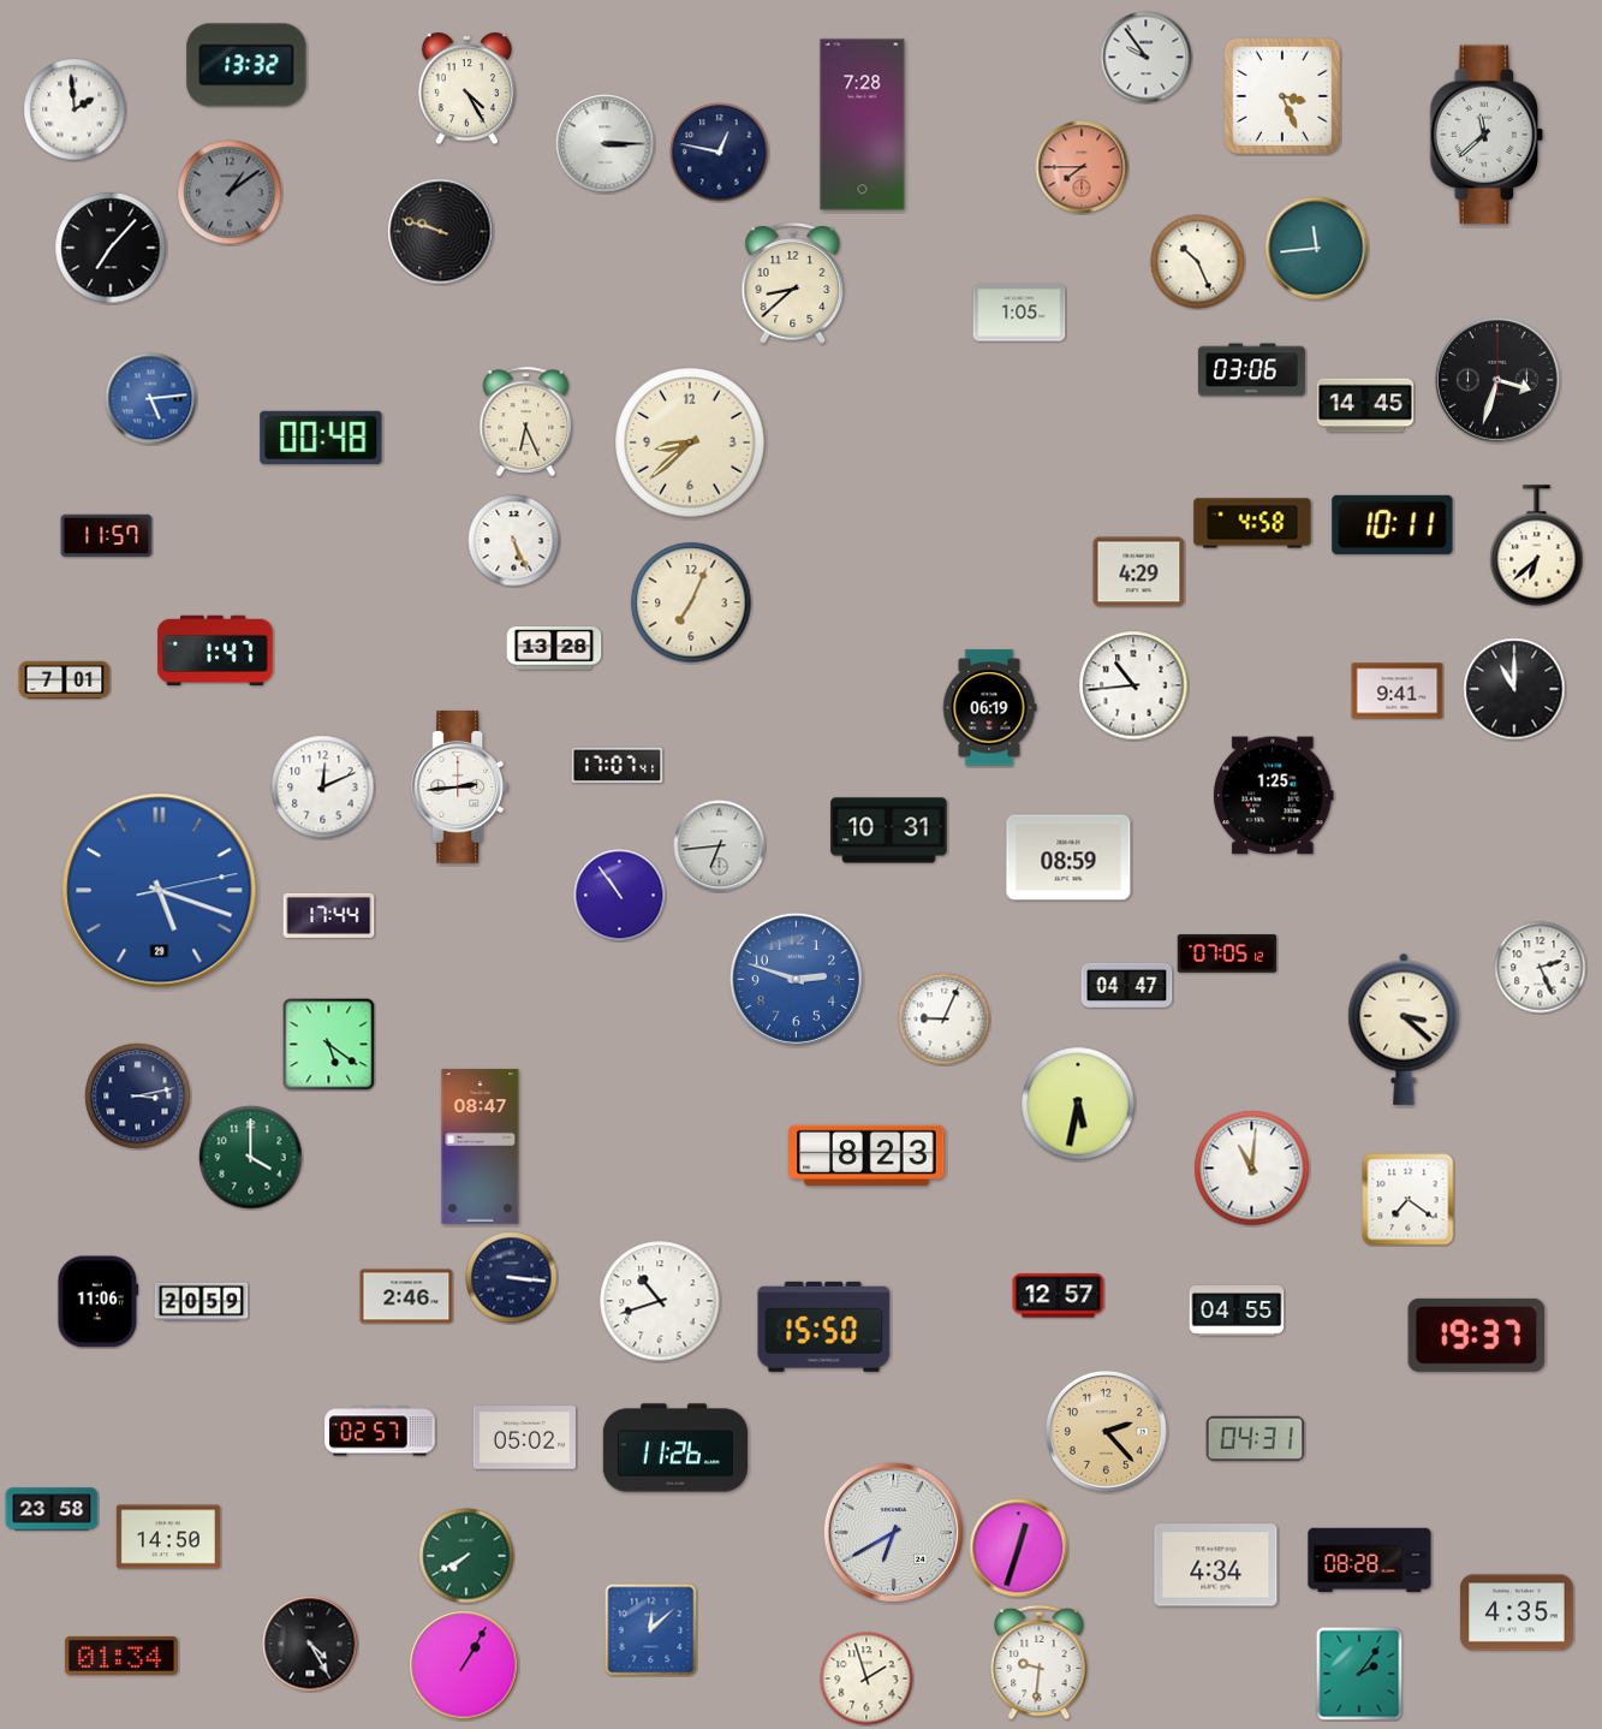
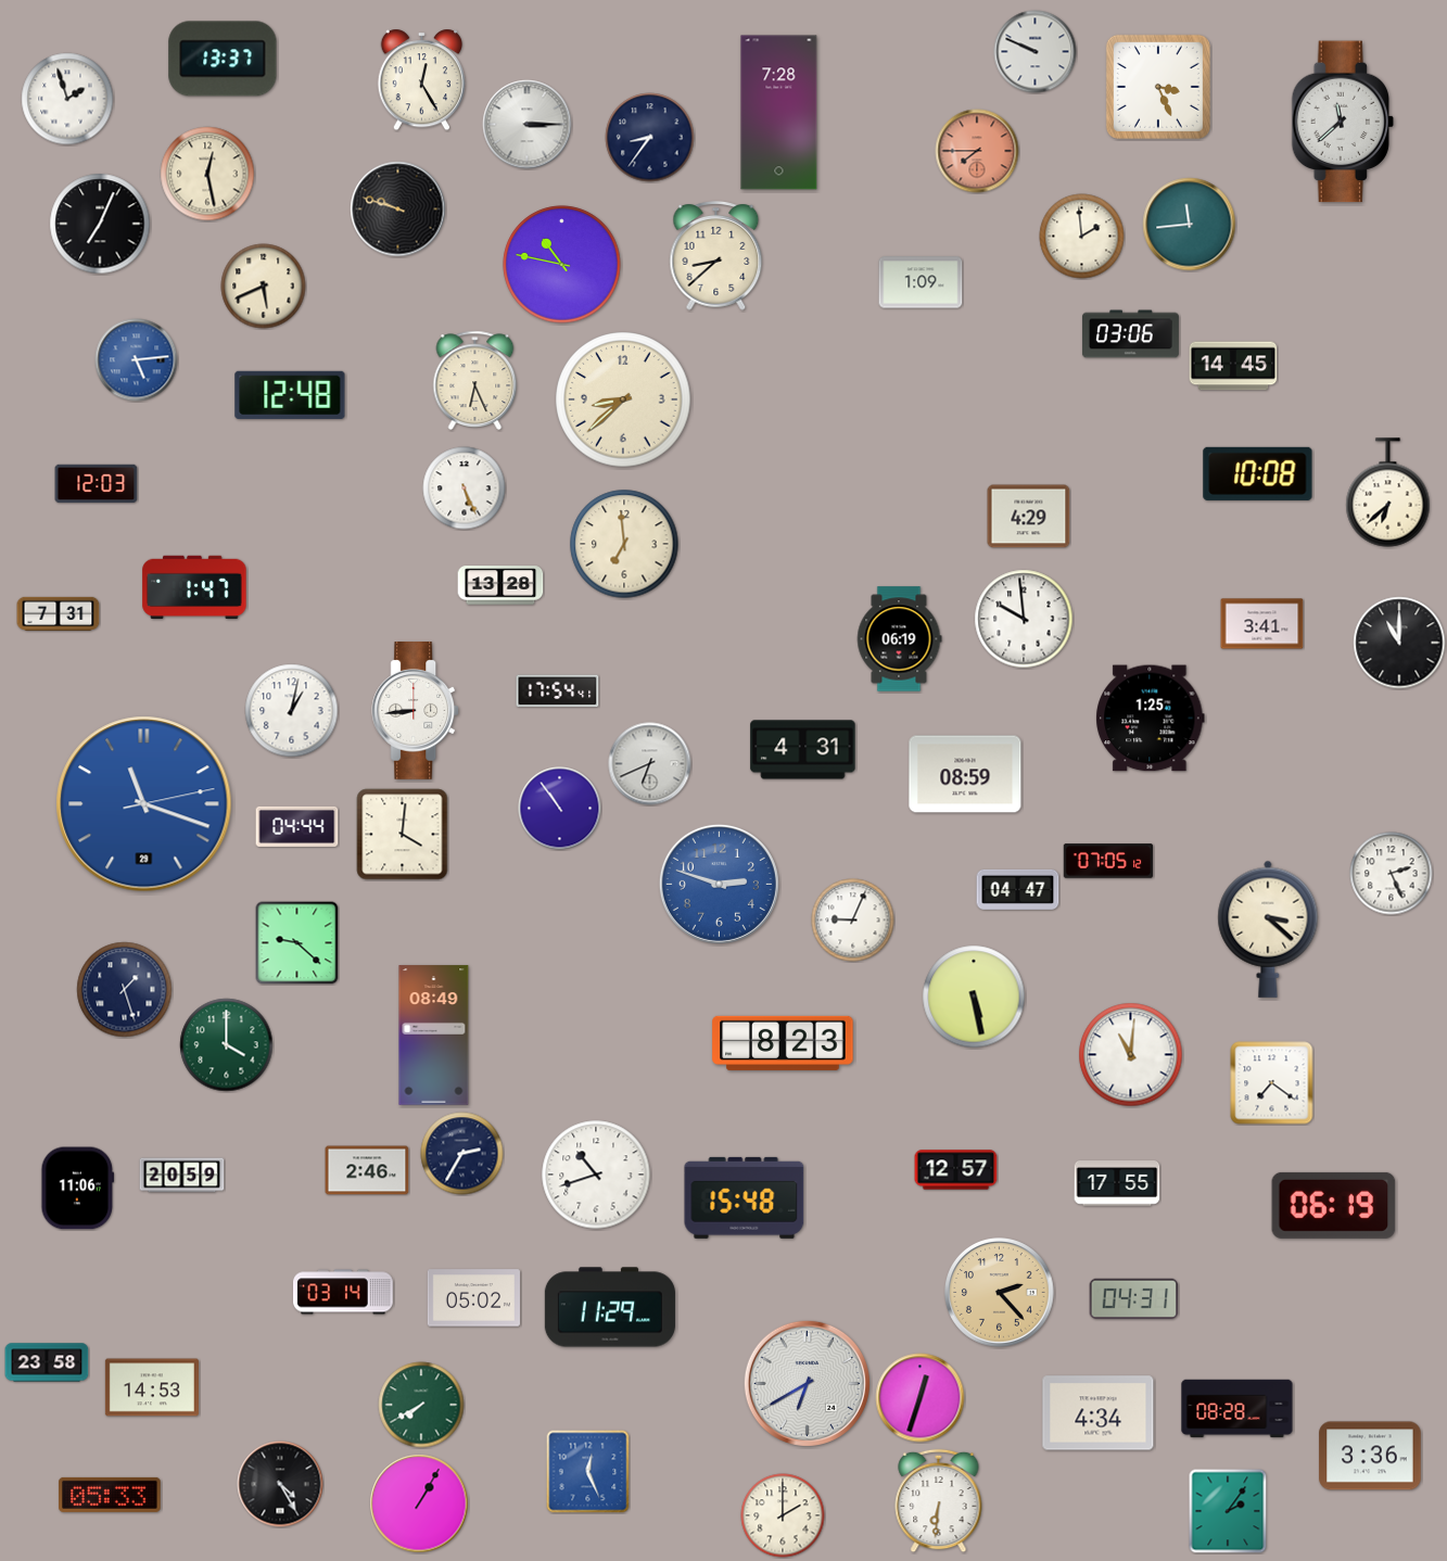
clock at (1147, 58): 9:54 -> 9:49
clock at (246, 65): 13:32 -> 13:37
clock at (466, 89): 4:25 -> 12:25
clock at (75, 109): 1:59 -> 1:57
clock at (606, 144) position: (606, 144) -> (528, 125)
clock at (720, 153): 12:47 -> 8:36
clock at (230, 192): 1:09 -> 12:28
clock at (230, 192) dial: grey -> cream
clock at (111, 248): 7:07 -> 7:04
clock at (1198, 262): 10:26 -> 1:59
clock at (562, 265): none -> 10:47
clock at (1019, 313): 1:05 -> 1:09
clock at (264, 287): none -> 5:41
clock at (1497, 380): 3:33 -> none
clock at (321, 438): 00:48 -> 12:48
clock at (1252, 523): 4:58 -> none
clock at (1393, 524): 10:11 -> 10:08
clock at (107, 536): 11:57 -> 12:03
clock at (691, 602): 7:04 -> 6:59
clock at (65, 679): 7:01 -> 7:31
clock at (1133, 685): 10:44 -> 9:59
clock at (1514, 689) position: (1514, 689) -> (1399, 643)
clock at (1398, 691): 9:41 -> 3:41
clock at (989, 708) position: (989, 708) -> (899, 639)
clock at (618, 766): 17:07 -> 17:54
clock at (323, 788): 12:11 -> 1:02
clock at (460, 788): 2:44 -> 8:44
clock at (889, 831): 10:31 -> 4:31
clock at (720, 846): 6:44 -> 6:41
clock at (160, 891): 5:18 -> 11:18
clock at (329, 915): 17:44 -> 04:44
clock at (403, 835): none -> 4:01
clock at (329, 1045): 5:21 -> 9:22
clock at (138, 1097): 3:13 -> 1:27
clock at (1078, 1104): 5:32 -> 5:28
clock at (481, 1147): 08:47 -> 08:49
clock at (512, 1278): 3:16 -> 2:35
clock at (99, 1302) position: (99, 1302) -> (78, 1189)
clock at (1237, 1312): 04:55 -> 17:55
clock at (824, 1326): 15:50 -> 15:48
clock at (1477, 1335): 19:37 -> 06:19
clock at (380, 1431): 02:57 -> 03:14
clock at (675, 1448): 11:26 -> 11:29
clock at (168, 1537): 14:50 -> 14:53
clock at (1517, 1612): 4:35 -> 3:36
clock at (651, 1630): 12:08 -> 12:26
clock at (121, 1656): 01:34 -> 05:33
clock at (1040, 1663): 9:31 -> 6:31
clock at (866, 1679): 1:57 -> 2:00
